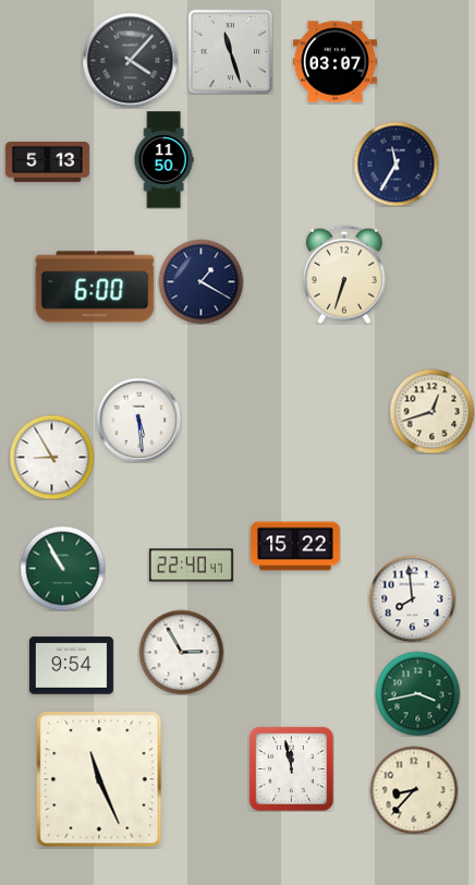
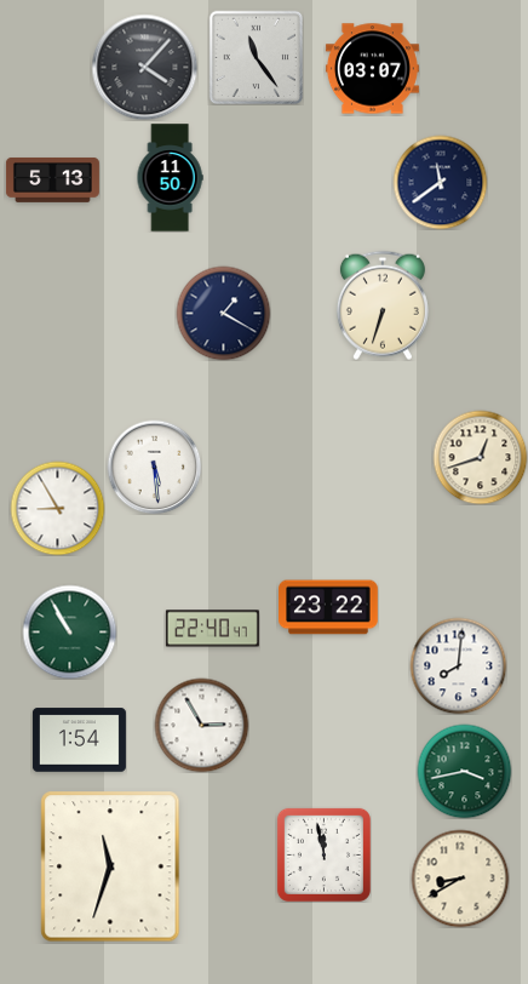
clock at (230, 51): 11:27 -> 11:24
clock at (163, 160) position: (163, 160) -> (170, 178)
clock at (395, 163): 11:35 -> 11:39
clock at (95, 287): 6:00 -> none
clock at (295, 546): 15:22 -> 23:22
clock at (412, 598): 7:59 -> 8:01
clock at (71, 666): 9:54 -> 1:54
clock at (99, 779): 11:26 -> 11:33
clock at (414, 790): 8:37 -> 8:40
